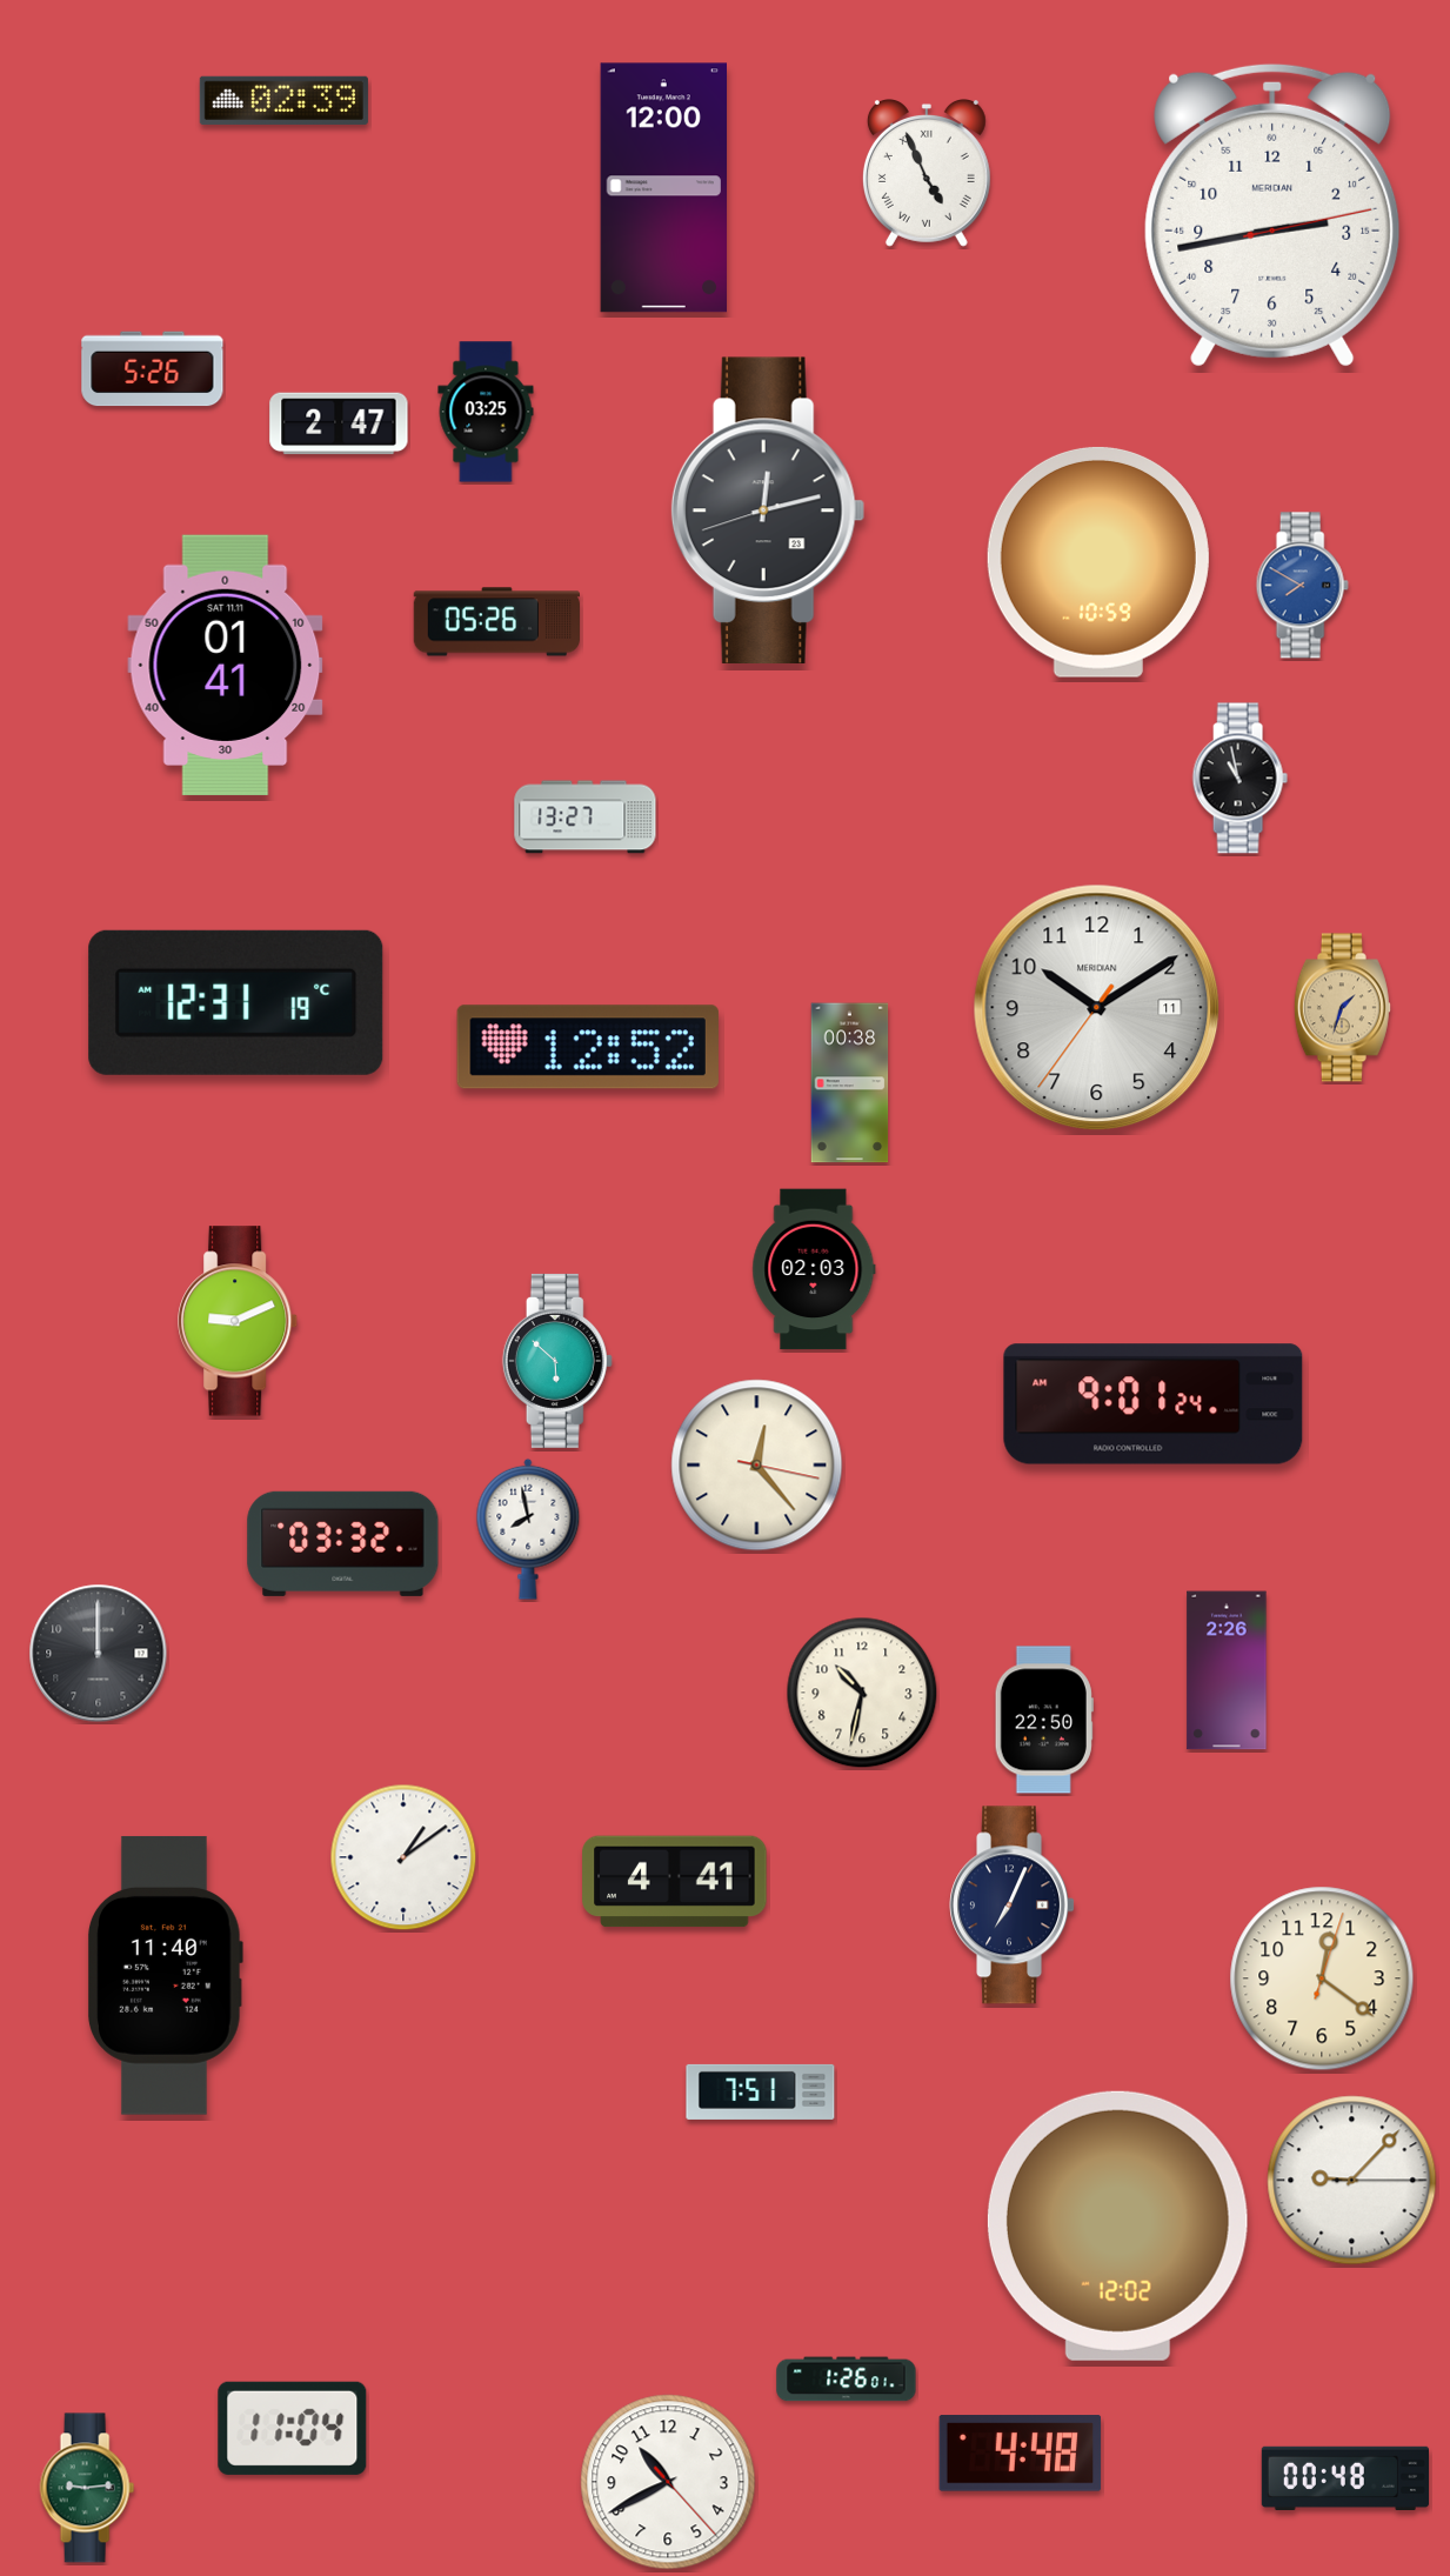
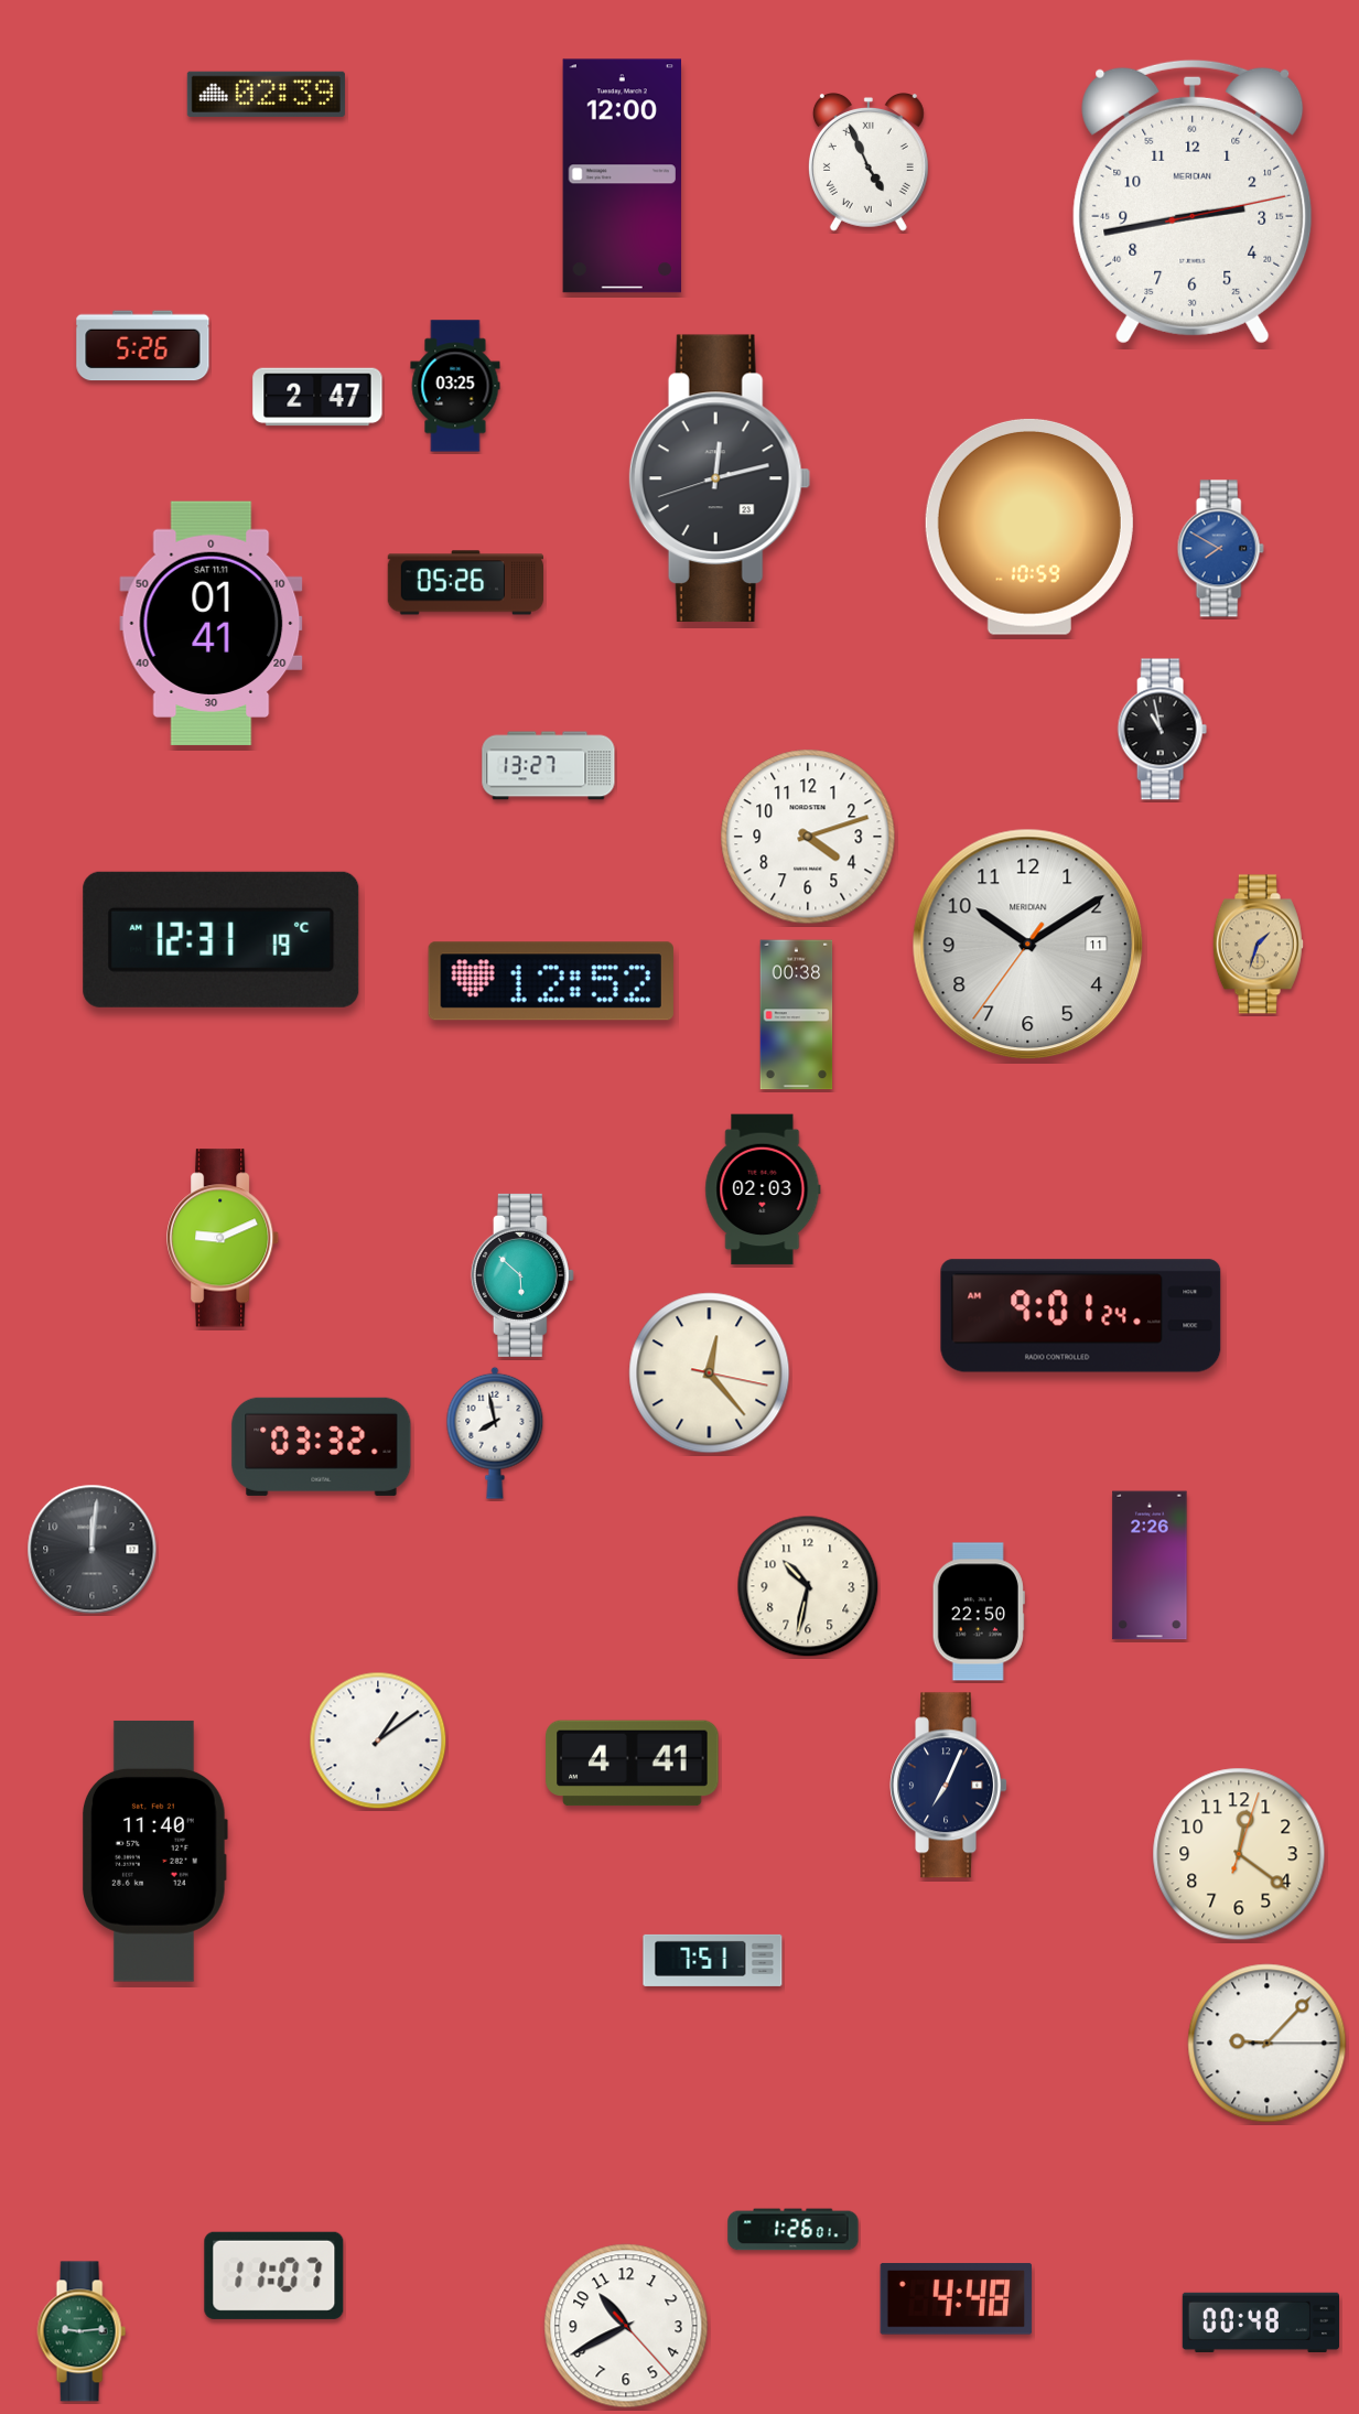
clock at (808, 837): none -> 4:12
clock at (99, 1654): 12:00 -> 12:01
clock at (1117, 2225): 12:02 -> none
clock at (293, 2428): 11:04 -> 11:07
